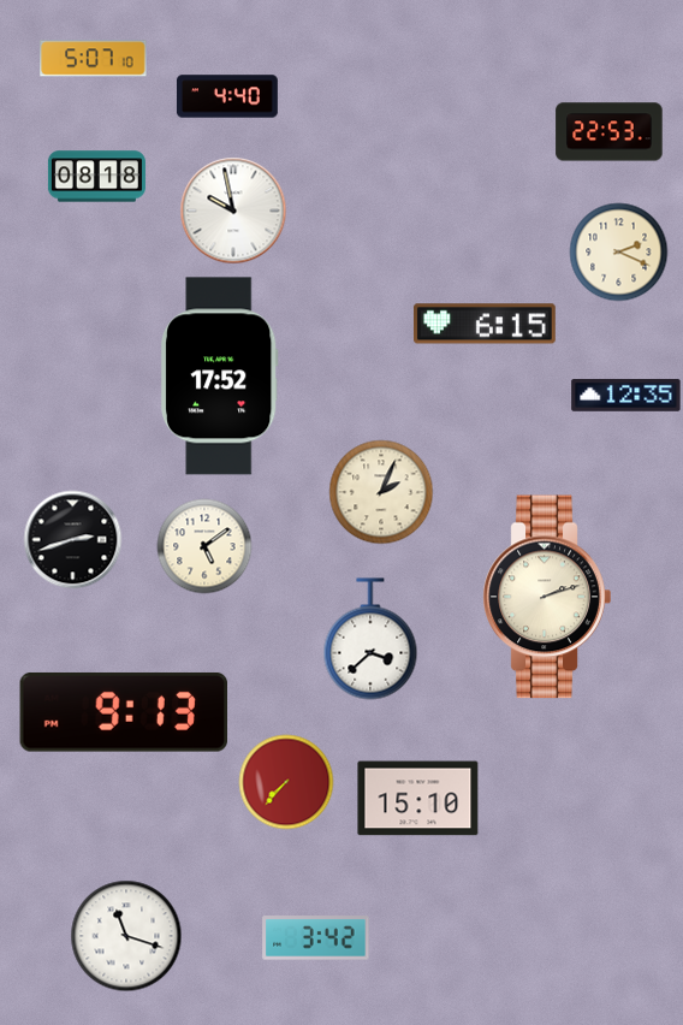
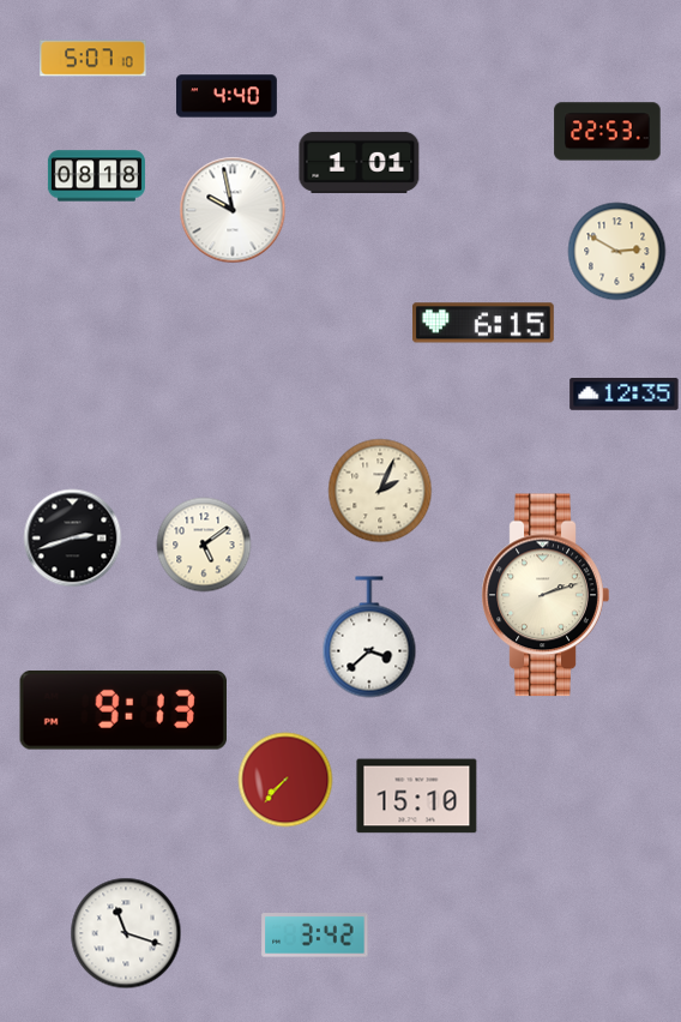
clock at (360, 162): none -> 1:01
clock at (619, 253): 2:19 -> 2:50
clock at (220, 377): 17:52 -> none
